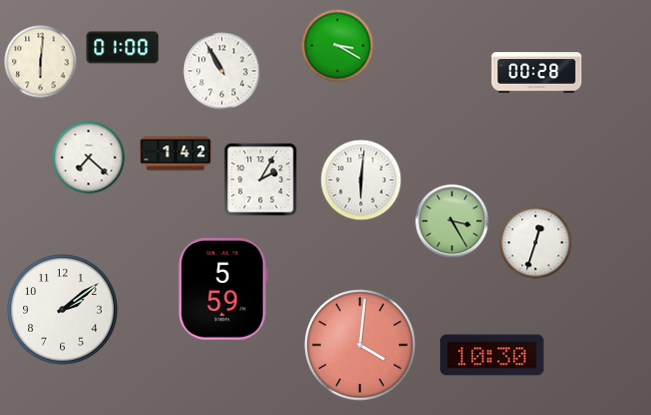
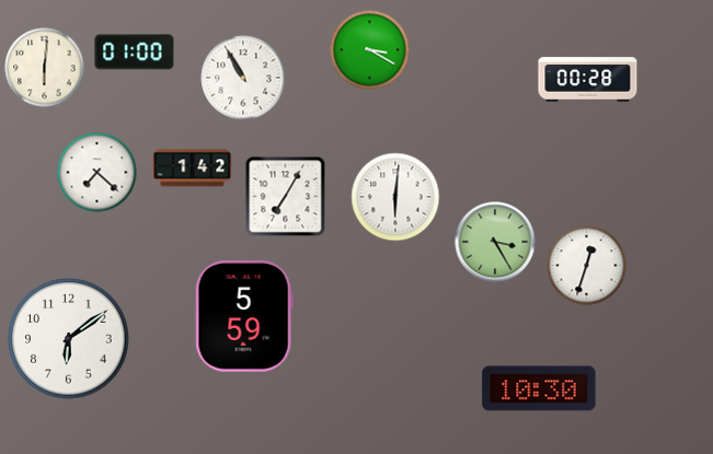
clock at (261, 180): 2:05 -> 7:05
clock at (63, 310): 2:09 -> 6:09
clock at (360, 345): 4:01 -> none
